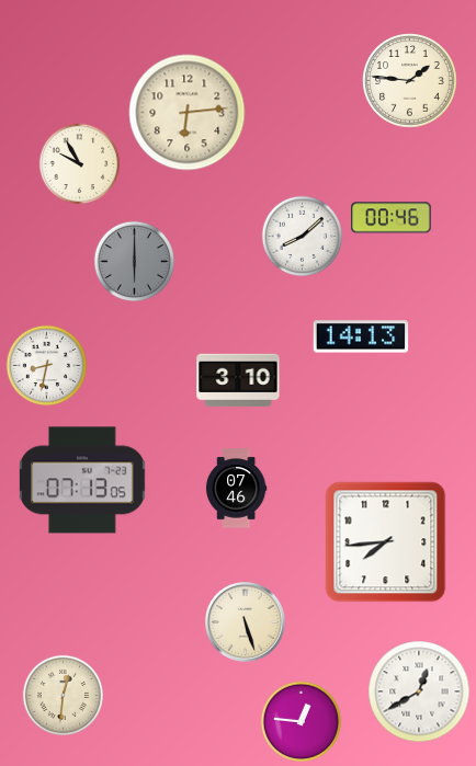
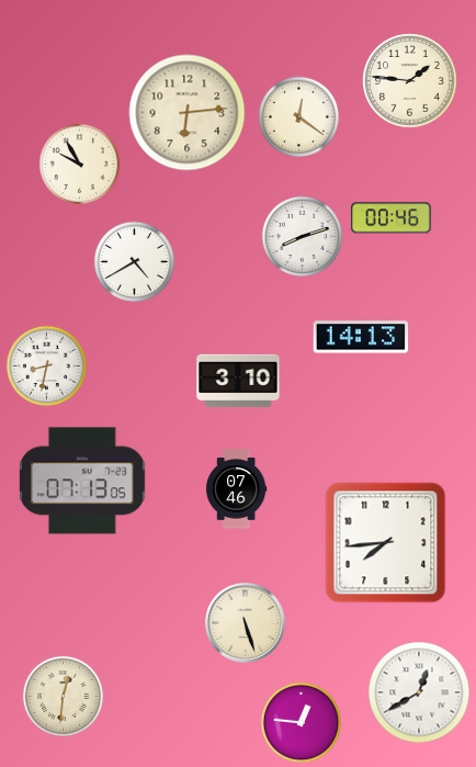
clock at (299, 117): none -> 12:21
clock at (303, 237): 8:08 -> 8:12
clock at (135, 262): 6:00 -> 4:40
clock at (135, 262) dial: grey -> white
